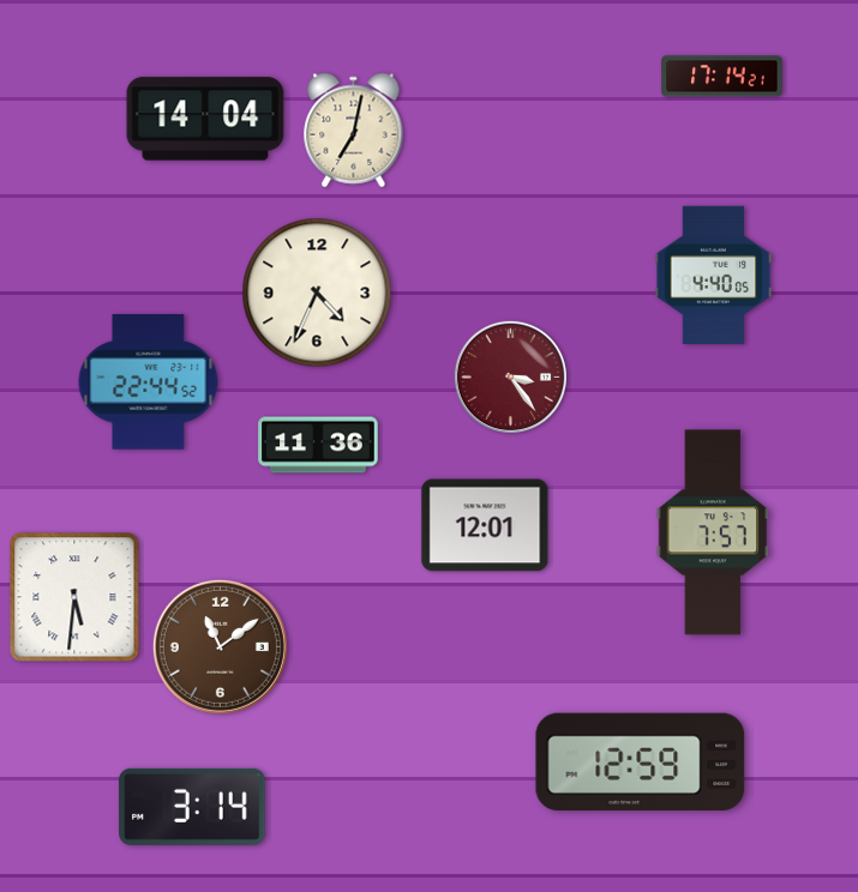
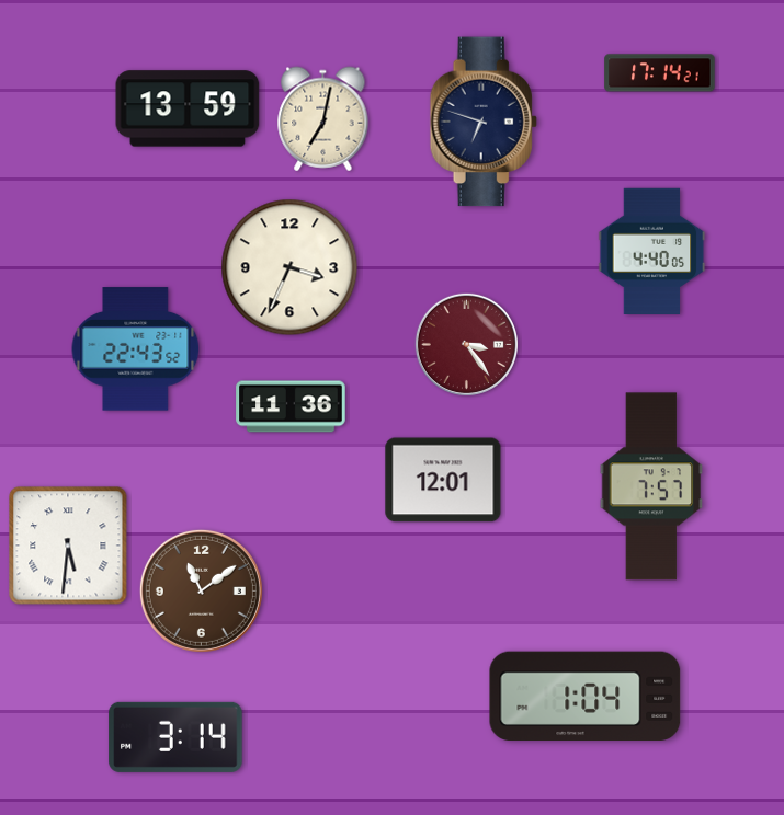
clock at (722, 77) position: (722, 77) -> (660, 73)
clock at (205, 119): 14:04 -> 13:59
clock at (484, 122): none -> 6:48
clock at (317, 293): 4:34 -> 3:34
clock at (149, 382): 22:44 -> 22:43
clock at (641, 761): 12:59 -> 1:04
